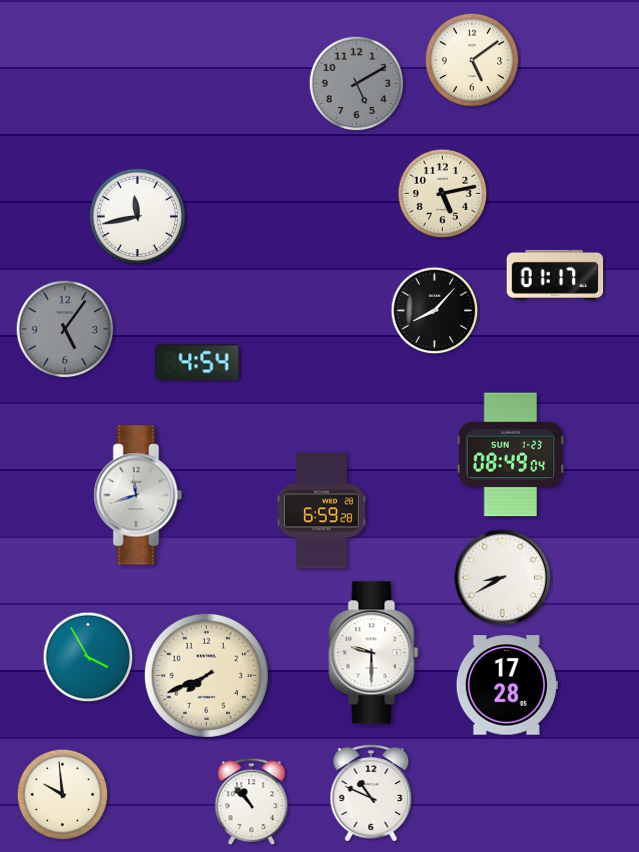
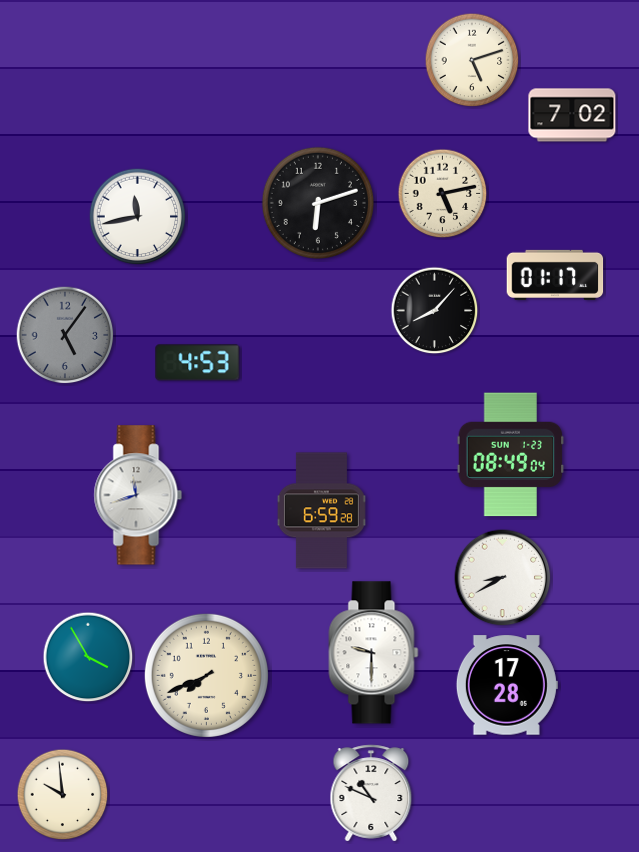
clock at (472, 60): 5:09 -> 5:12
clock at (357, 84): 5:10 -> none
clock at (572, 115): none -> 7:02
clock at (317, 202): none -> 6:12
clock at (65, 329) position: (65, 329) -> (65, 335)
clock at (198, 363): 4:54 -> 4:53
clock at (252, 802): 10:53 -> none
